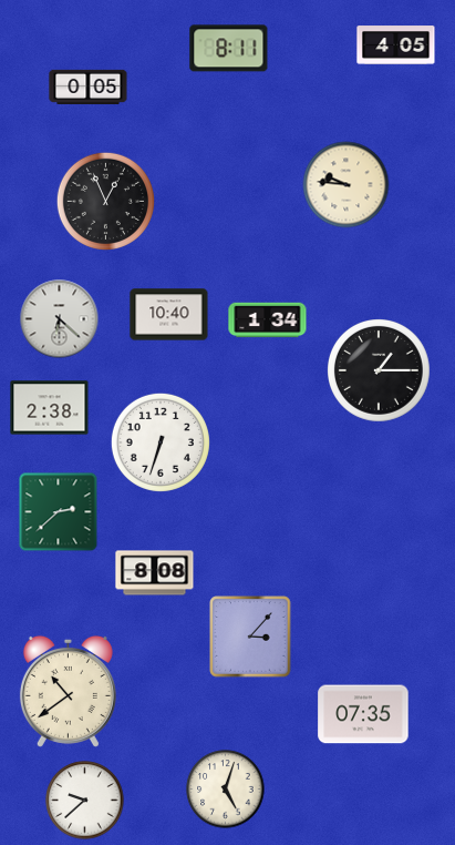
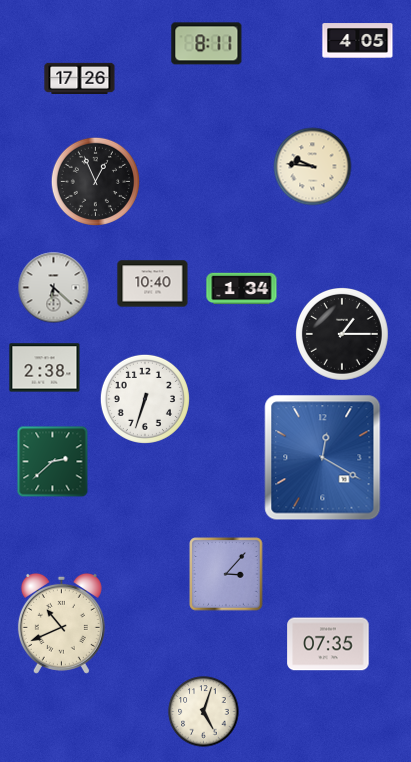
clock at (89, 86): 0:05 -> 17:26
clock at (323, 458): none -> 12:20
clock at (155, 573): 8:08 -> none
clock at (68, 691): 10:39 -> 10:41
clock at (85, 801): 9:38 -> none
